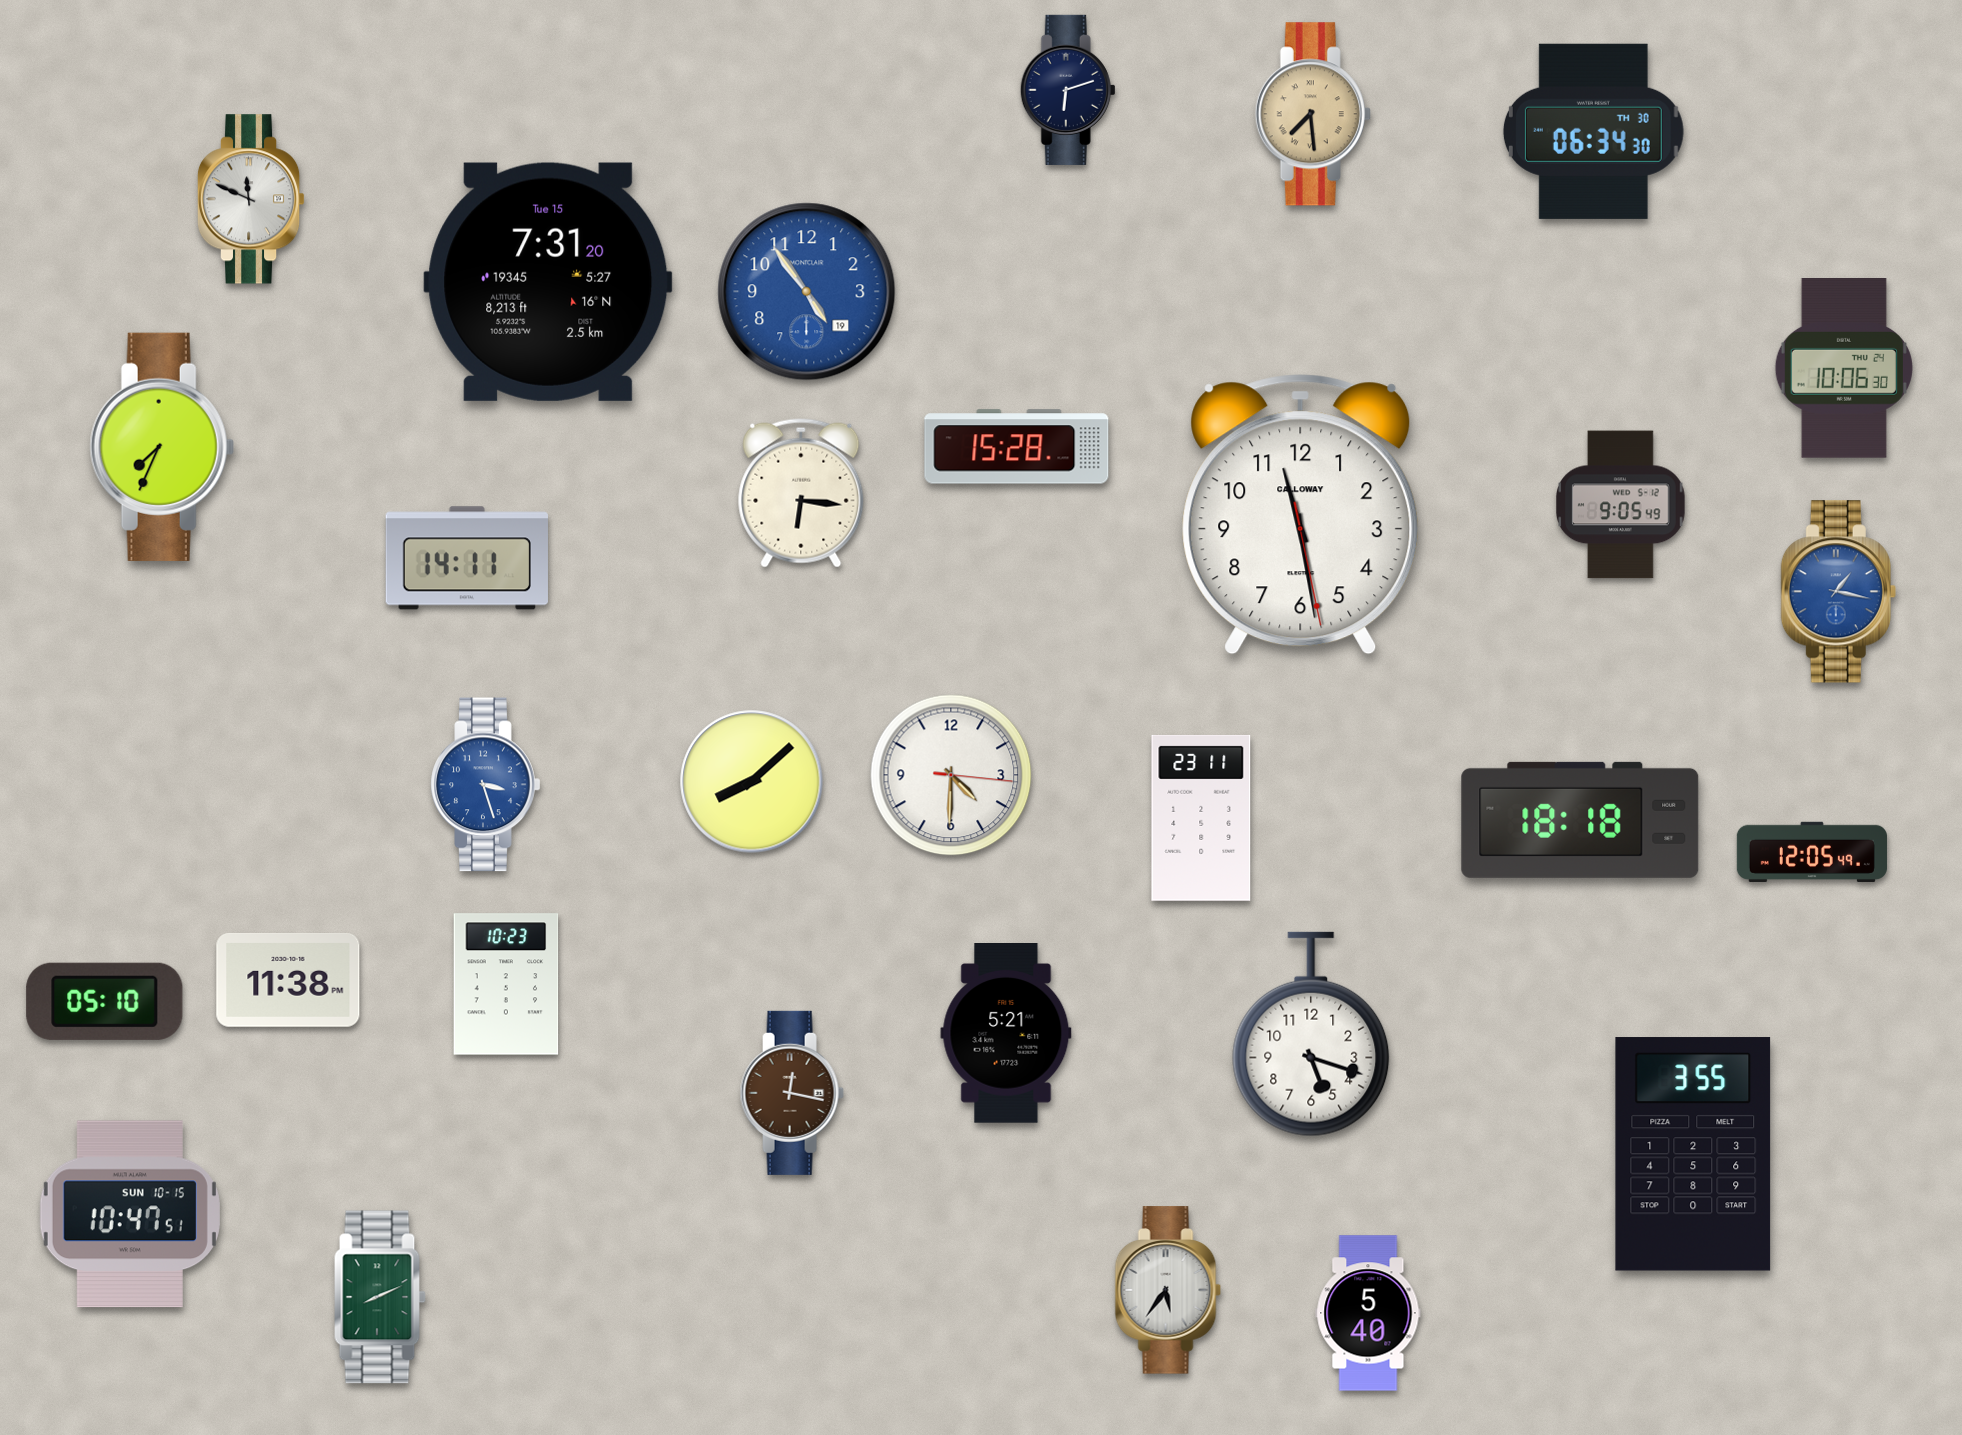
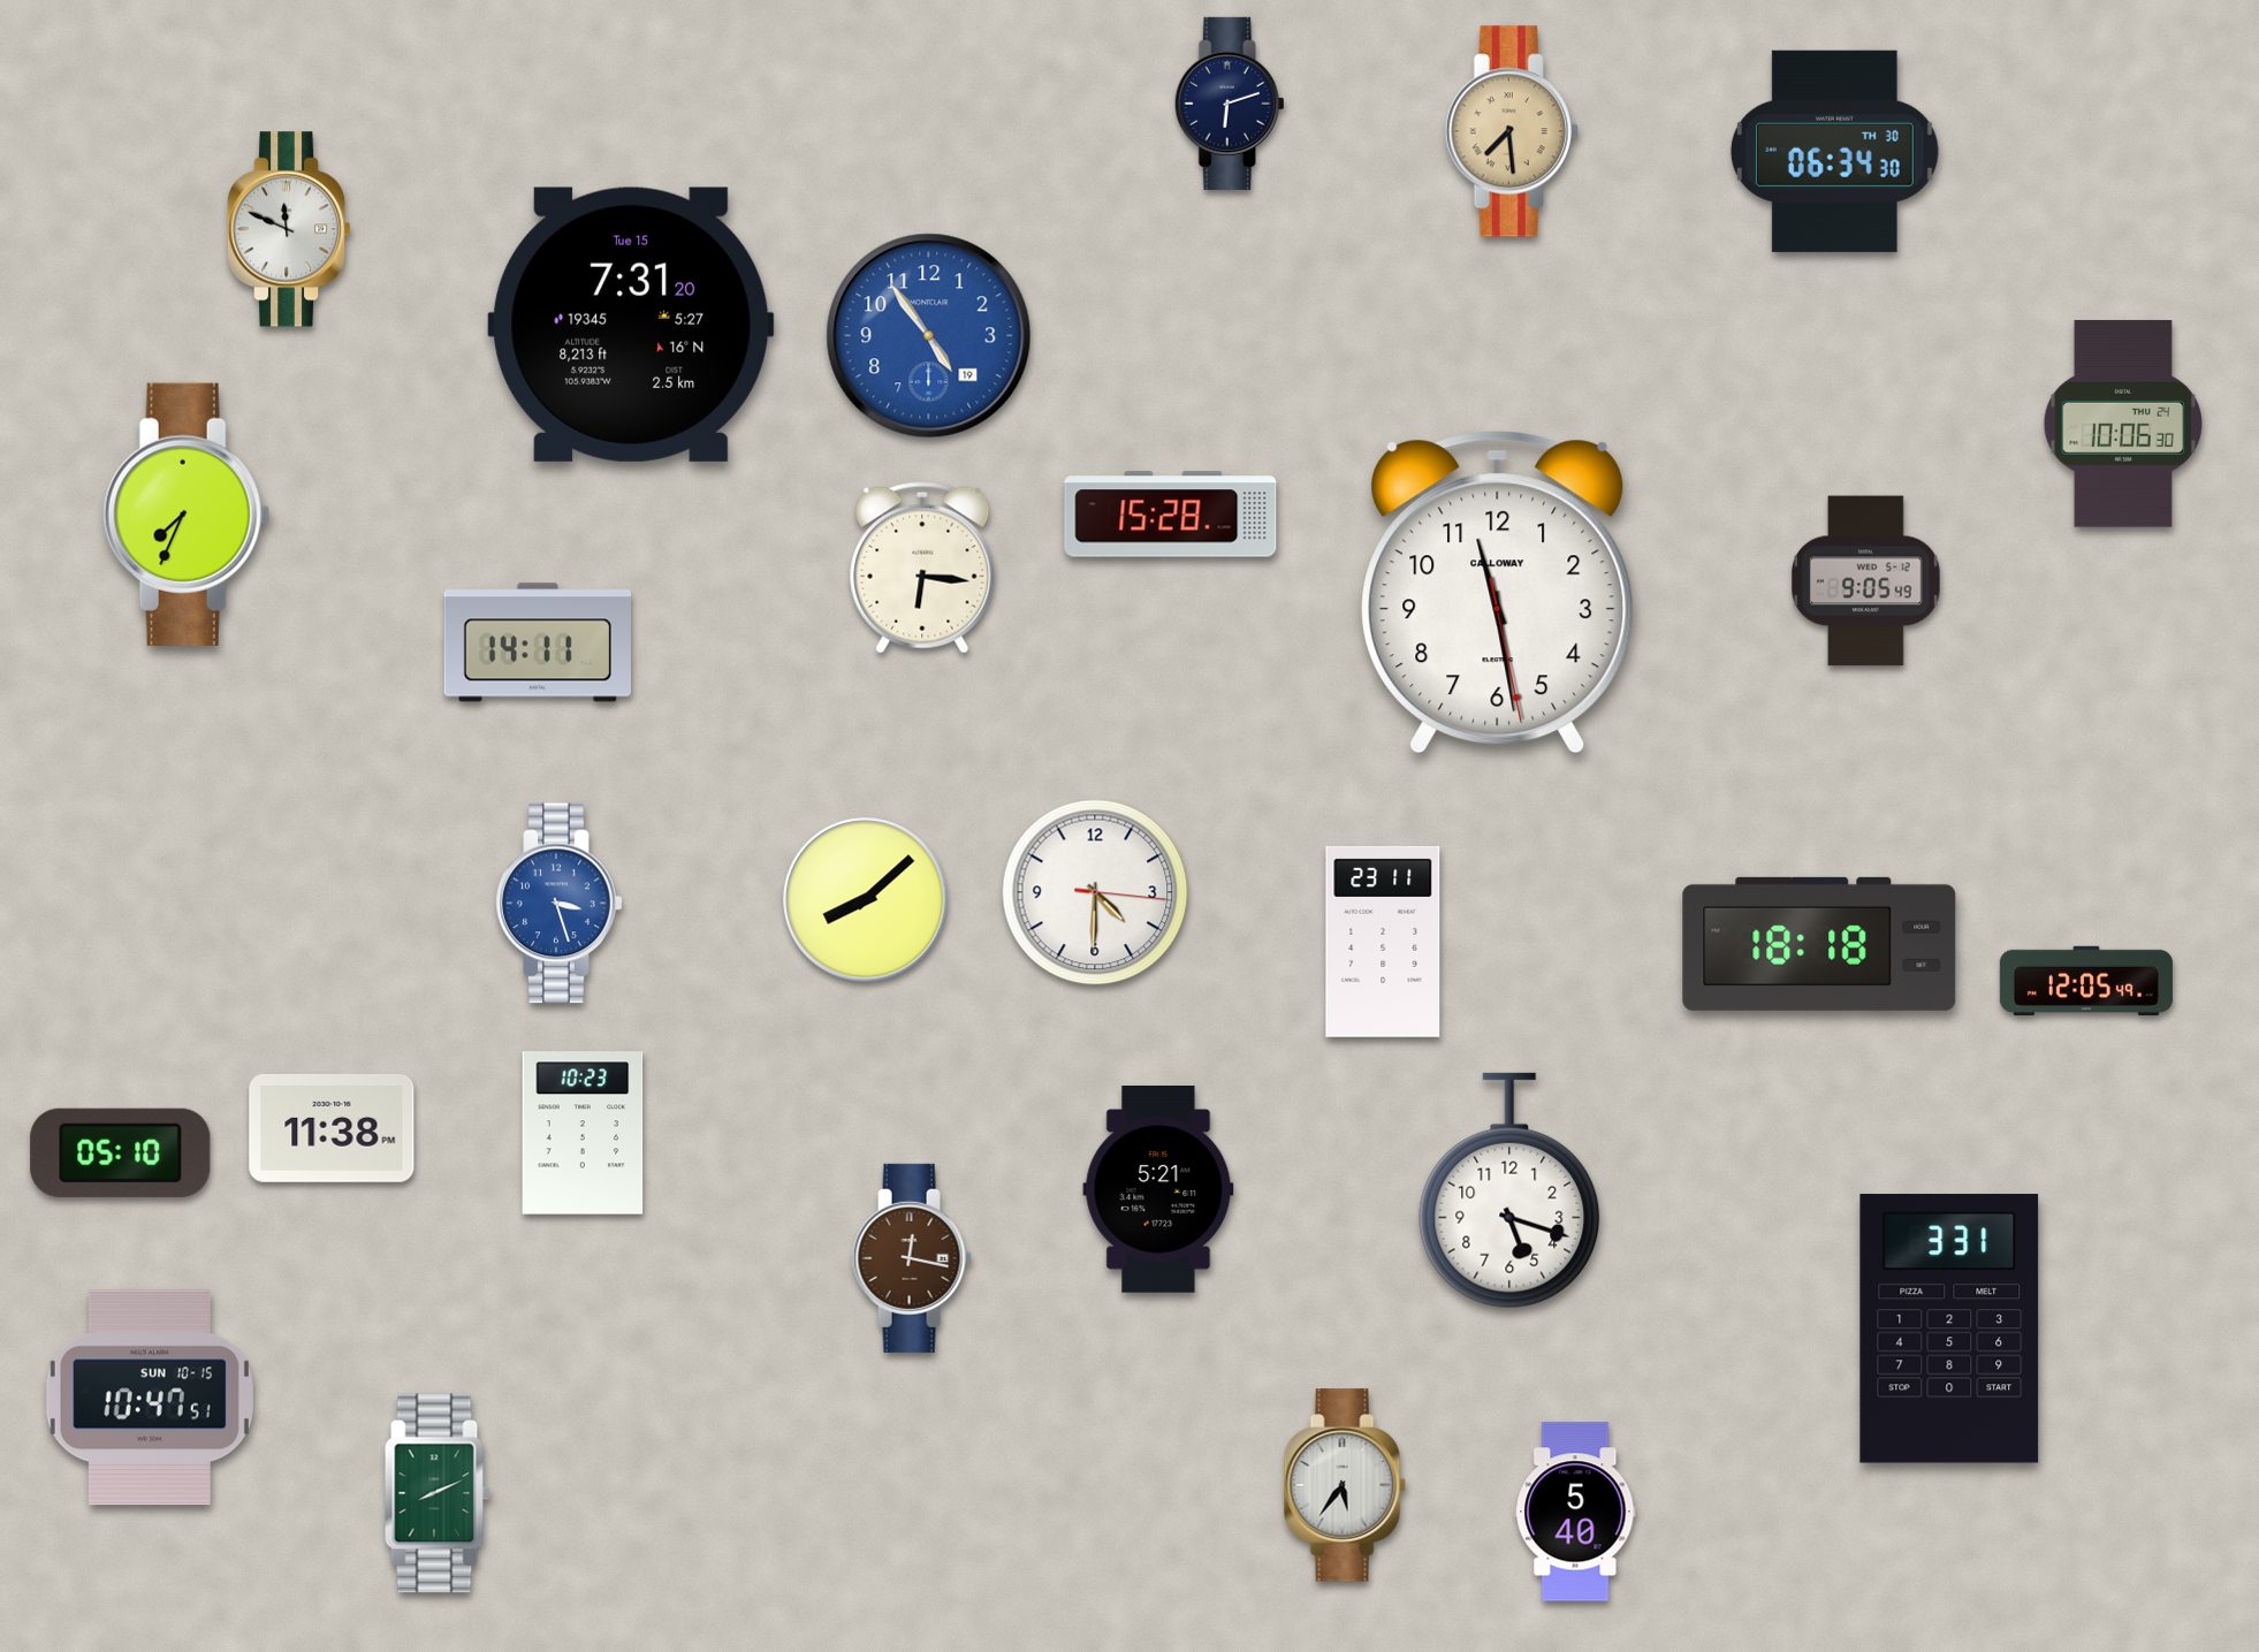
clock at (1838, 592): 1:17 -> none
clock at (1693, 1154): 3:55 -> 3:31
